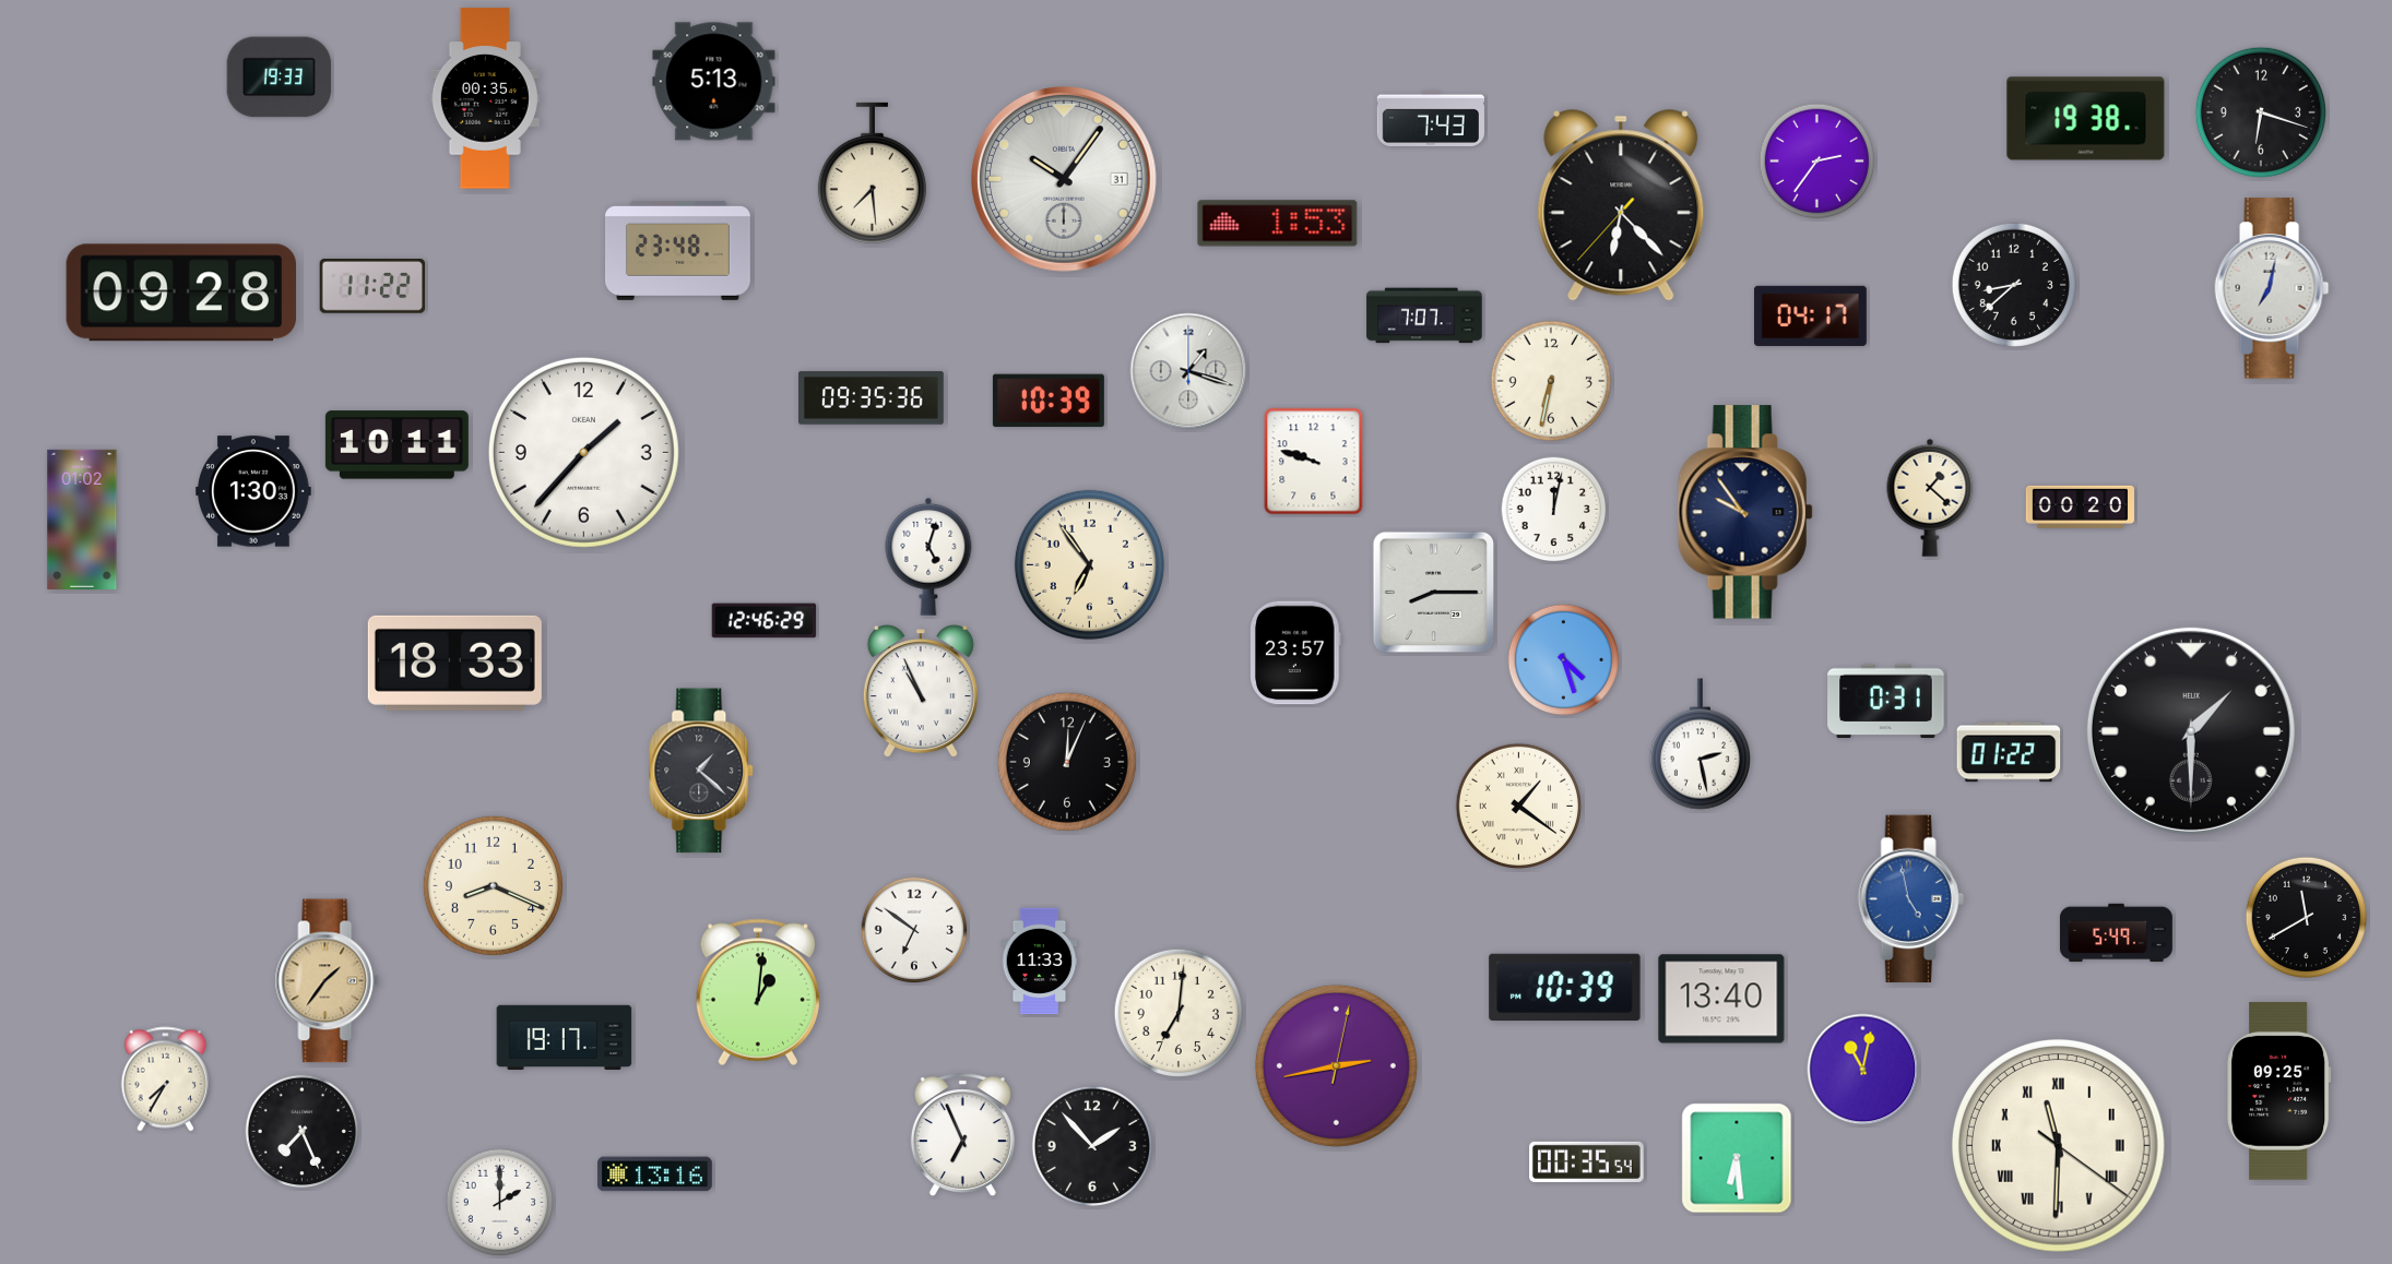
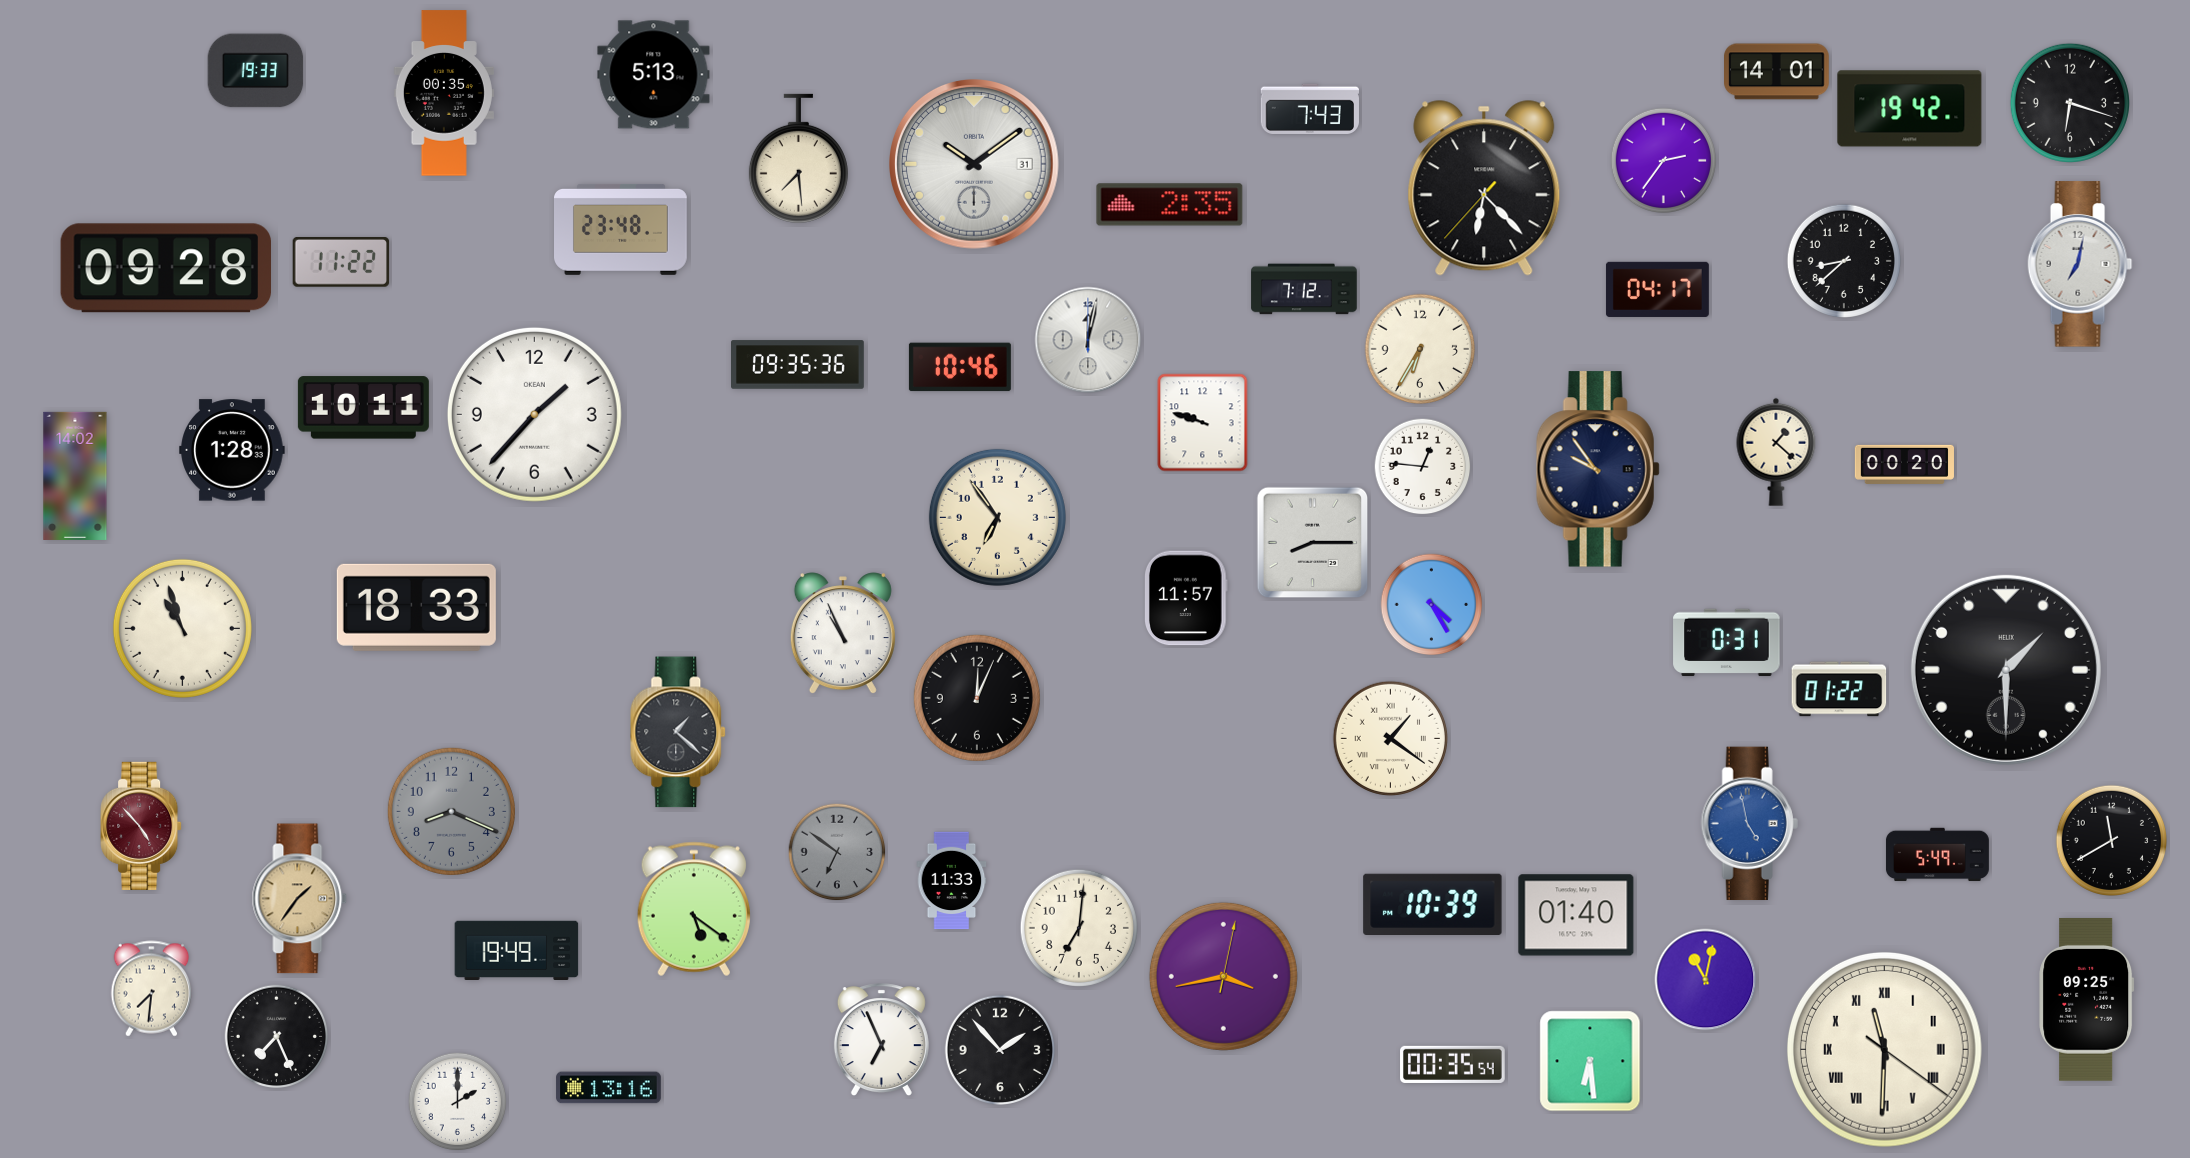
clock at (1777, 72): none -> 14:01
clock at (485, 98) position: (485, 98) -> (444, 93)
clock at (2086, 119): 19:38 -> 19:42
clock at (1817, 162) position: (1817, 162) -> (1664, 161)
clock at (1065, 180): 10:06 -> 10:09
clock at (1278, 224): 1:53 -> 2:35
clock at (1424, 315): 7:07 -> 7:12
clock at (1188, 371): 1:18 -> 12:02
clock at (1550, 380): 6:32 -> 6:35
clock at (1049, 401): 10:39 -> 10:46
clock at (253, 491): 1:30 -> 1:28
clock at (1930, 498) position: (1930, 498) -> (1776, 452)
clock at (1554, 510): 12:02 -> 12:46
clock at (82, 520): 01:02 -> 14:02
clock at (928, 557): 5:03 -> none
clock at (765, 621): 12:46 -> none
clock at (1296, 653): 23:57 -> 11:57
clock at (1564, 660): 4:27 -> 4:25
clock at (182, 628): none -> 10:57
clock at (1700, 744): 2:28 -> none
clock at (702, 771) position: (702, 771) -> (679, 732)
clock at (493, 885) dial: cream -> grey
clock at (141, 826): none -> 4:53
clock at (914, 930) dial: white -> grey
clock at (758, 992): 1:01 -> 5:21
clock at (1721, 999): 13:40 -> 01:40
clock at (565, 1038): 19:17 -> 19:49
clock at (1336, 1065): 2:43 -> 3:43
clock at (166, 1080): 7:35 -> 7:31
clock at (655, 1174) position: (655, 1174) -> (609, 1088)
